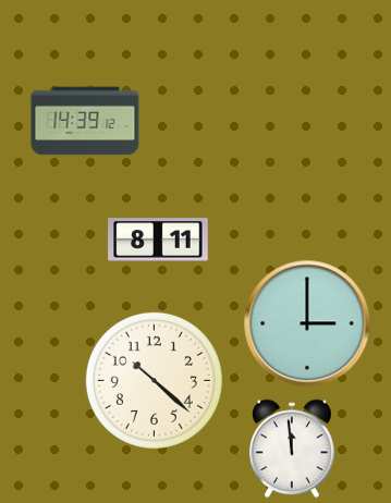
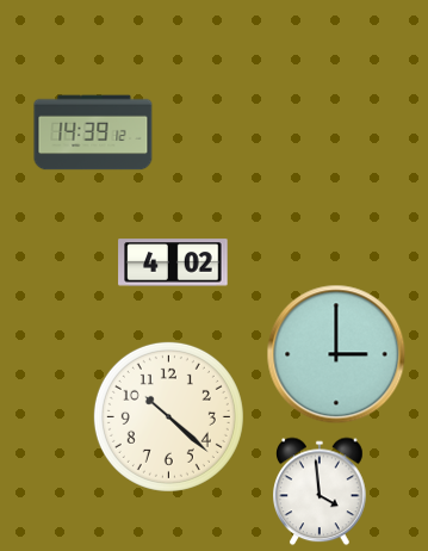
clock at (158, 240): 8:11 -> 4:02
clock at (293, 449): 11:59 -> 3:59
